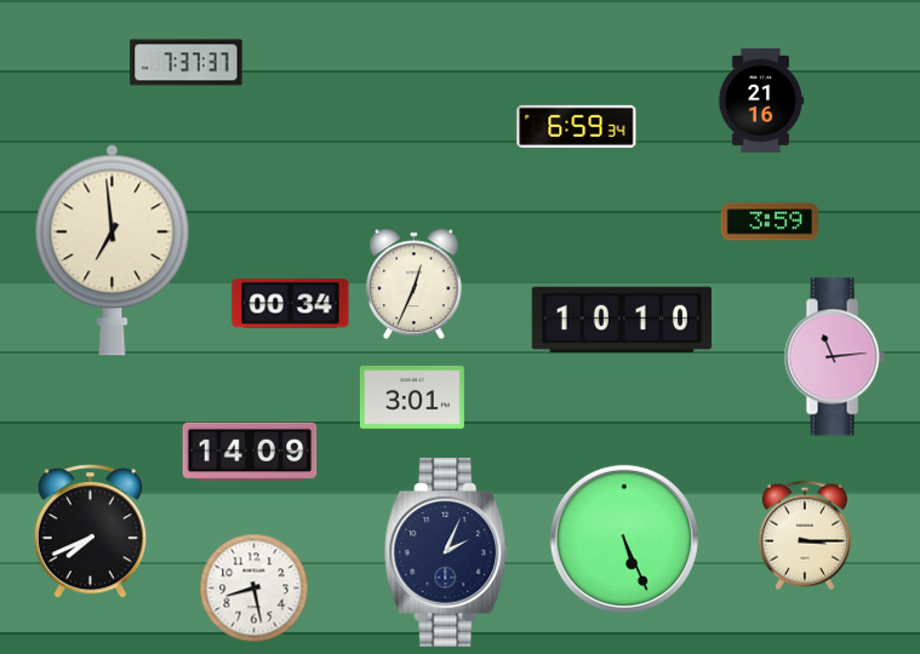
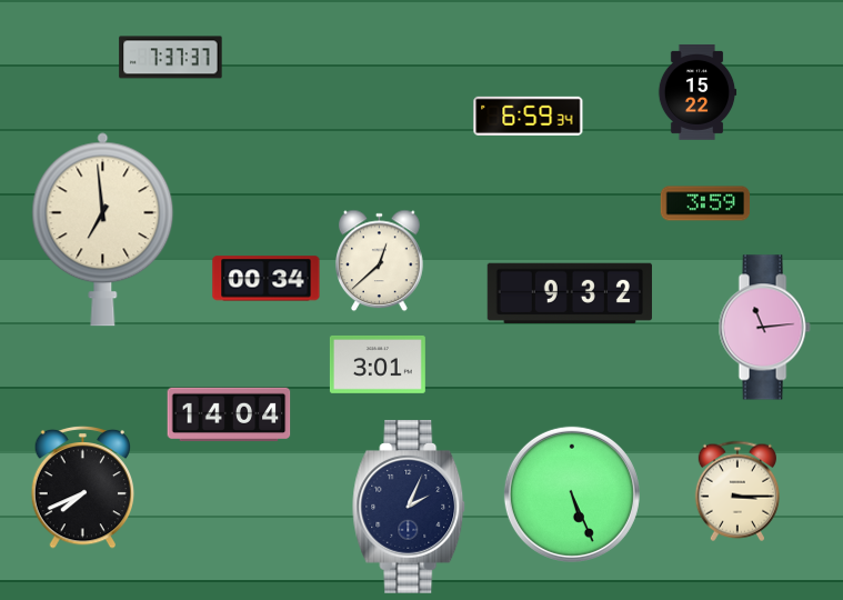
clock at (761, 101): 21:16 -> 15:22
clock at (415, 285): 12:34 -> 12:38
clock at (622, 319): 10:10 -> 9:32
clock at (250, 452): 14:09 -> 14:04
clock at (255, 589): 8:28 -> none
